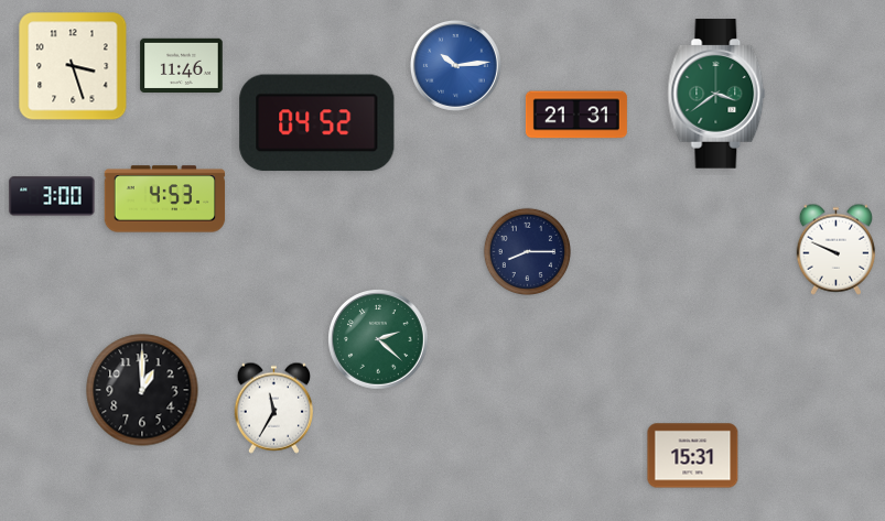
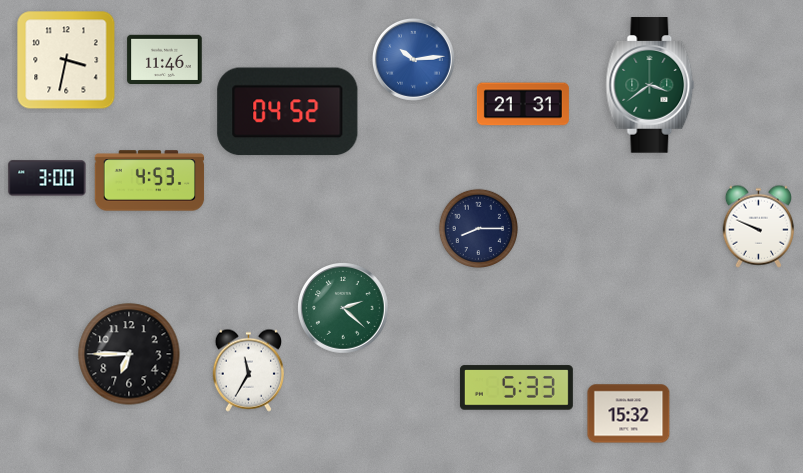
clock at (73, 66): 3:27 -> 3:32
clock at (142, 390): 1:00 -> 6:45
clock at (516, 388): none -> 5:33
clock at (693, 456): 15:31 -> 15:32
